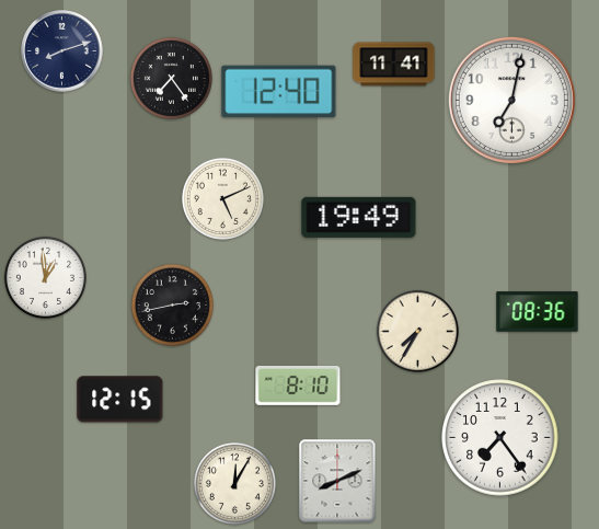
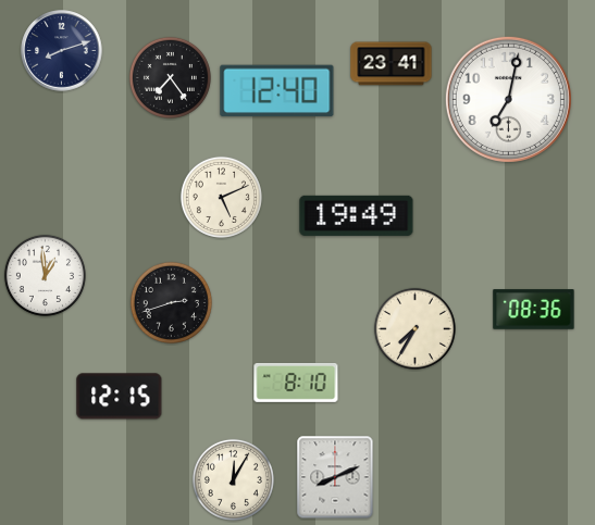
clock at (394, 65): 11:41 -> 23:41
clock at (172, 304): 2:43 -> 2:42
clock at (500, 438): 7:24 -> none
